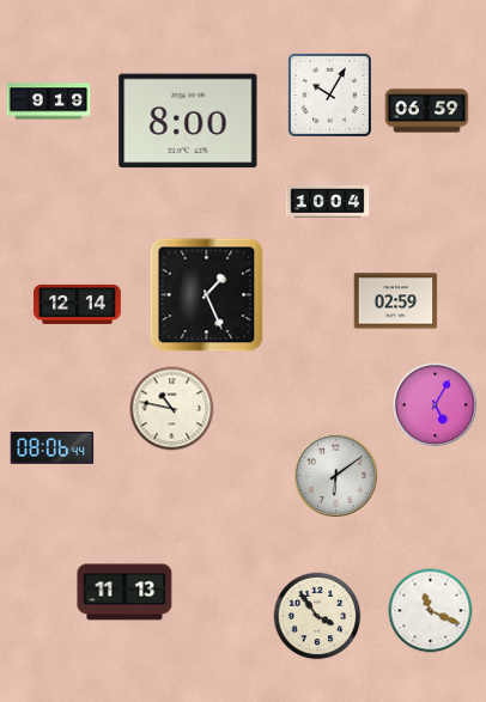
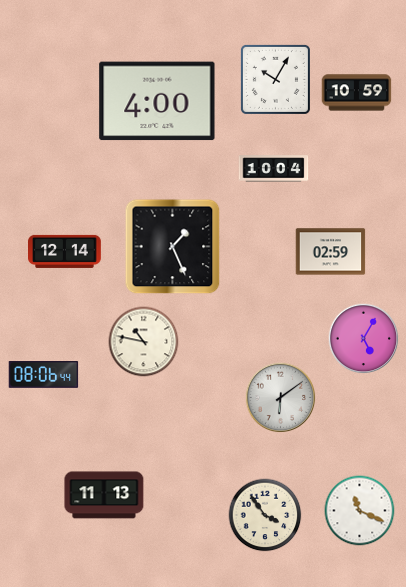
clock at (49, 102): 9:19 -> none
clock at (427, 111): 06:59 -> 10:59
clock at (188, 121): 8:00 -> 4:00
clock at (78, 304) position: (78, 304) -> (65, 251)
